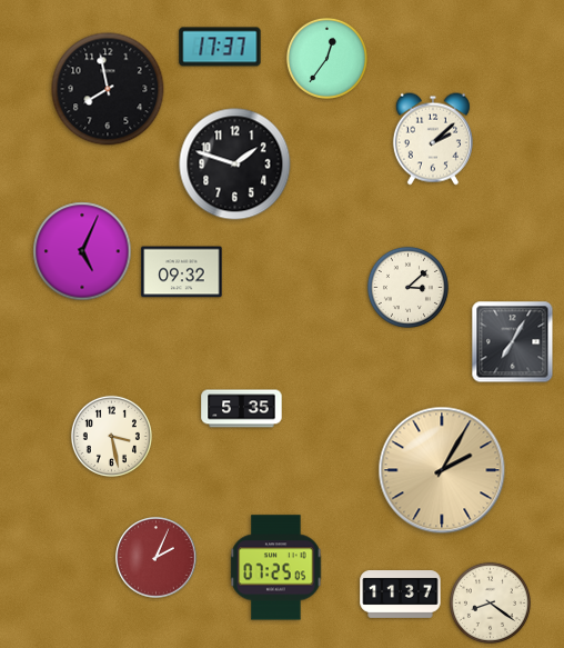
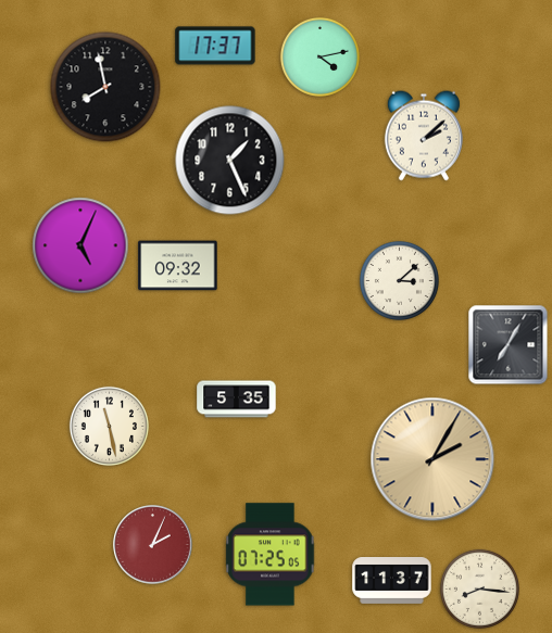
clock at (326, 58): 12:36 -> 4:13
clock at (235, 165): 1:48 -> 1:26
clock at (513, 342) position: (513, 342) -> (509, 345)
clock at (111, 436): 3:28 -> 11:28
clock at (490, 602): 8:21 -> 8:16
